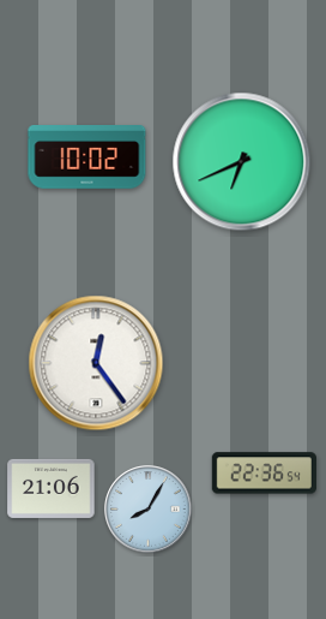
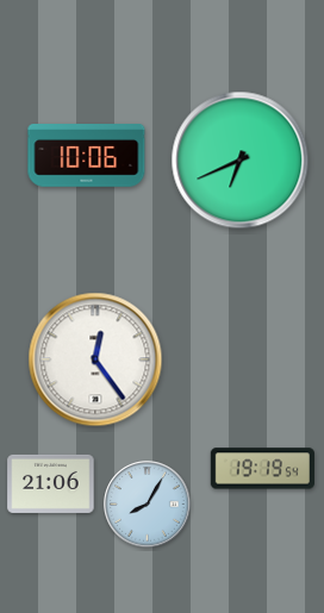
clock at (87, 157): 10:02 -> 10:06
clock at (264, 474): 22:36 -> 19:19
